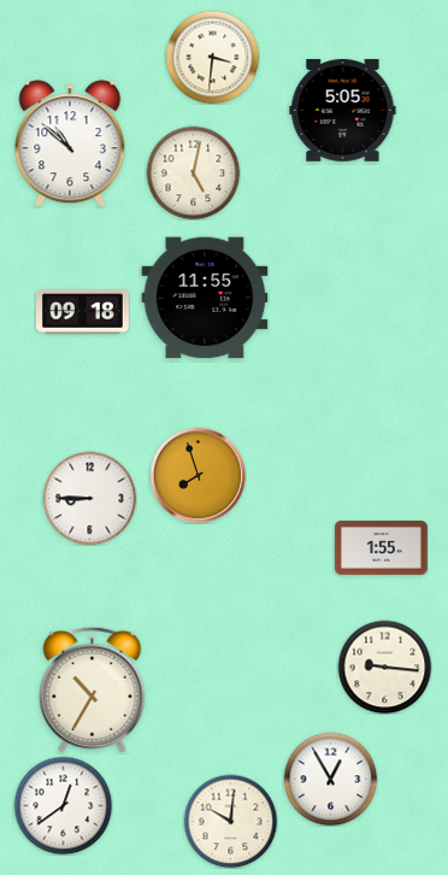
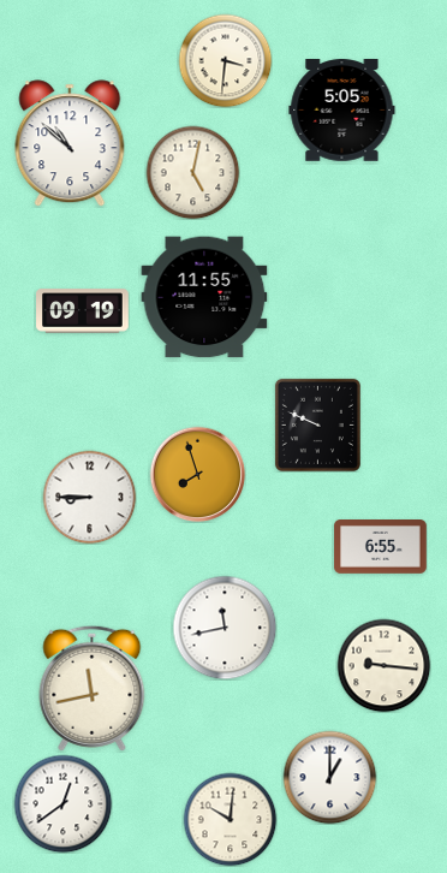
clock at (212, 57) position: (212, 57) -> (225, 60)
clock at (83, 312): 09:18 -> 09:19
clock at (317, 424): none -> 9:49
clock at (382, 548): 1:55 -> 6:55
clock at (225, 628): none -> 11:43
clock at (93, 689): 10:35 -> 11:43
clock at (330, 779): 12:55 -> 1:00
